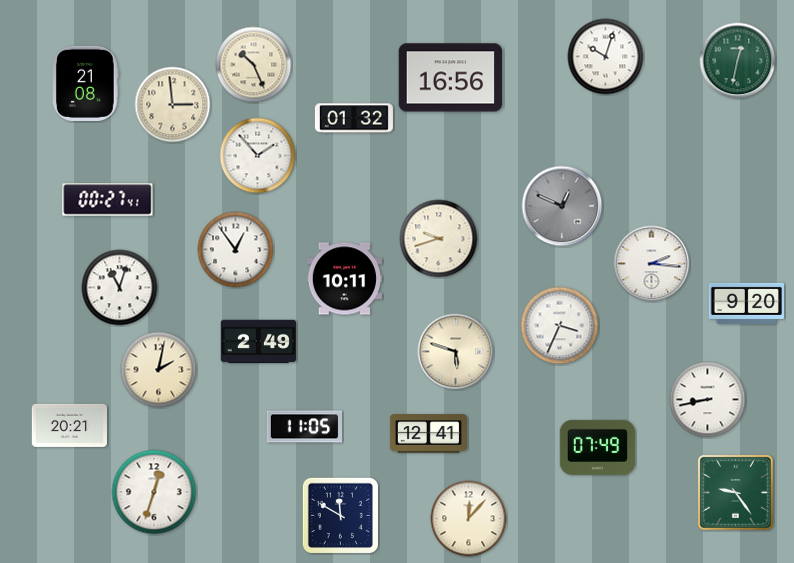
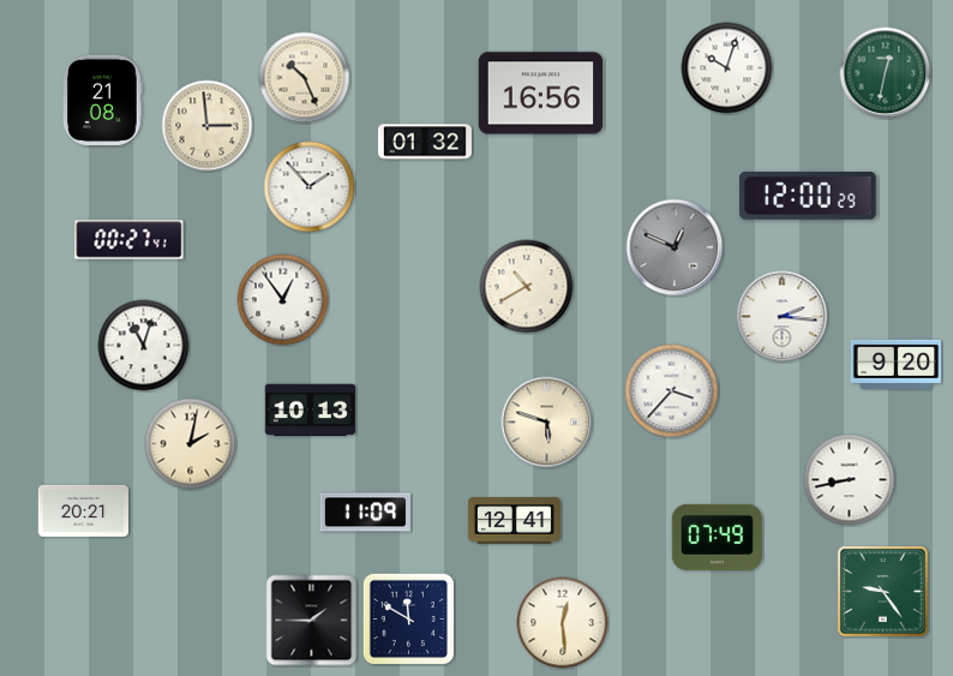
clock at (808, 196): none -> 12:00
clock at (439, 239): 9:42 -> 10:40
clock at (344, 279): 10:11 -> none
clock at (560, 326): 3:34 -> 3:37
clock at (258, 342): 2:49 -> 10:13
clock at (304, 427): 11:05 -> 11:09
clock at (154, 492): 12:33 -> none
clock at (312, 621): none -> 1:45
clock at (469, 519): 12:07 -> 12:29
